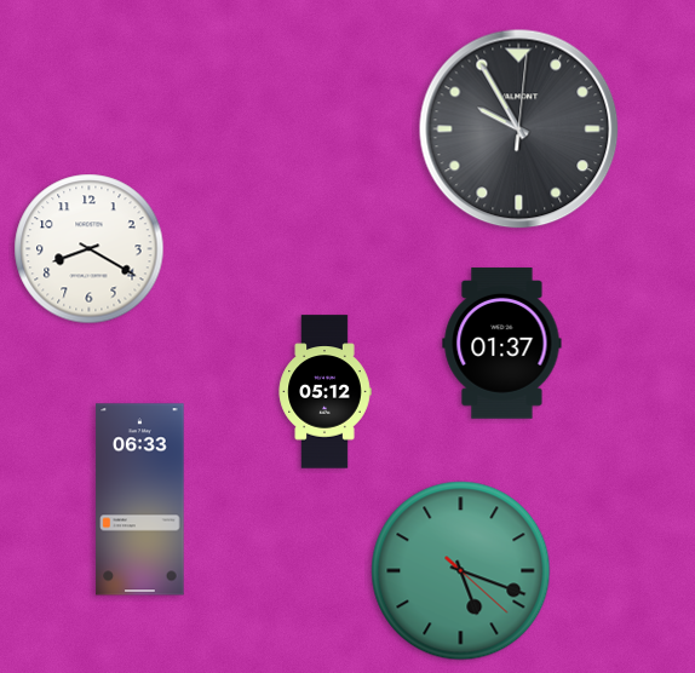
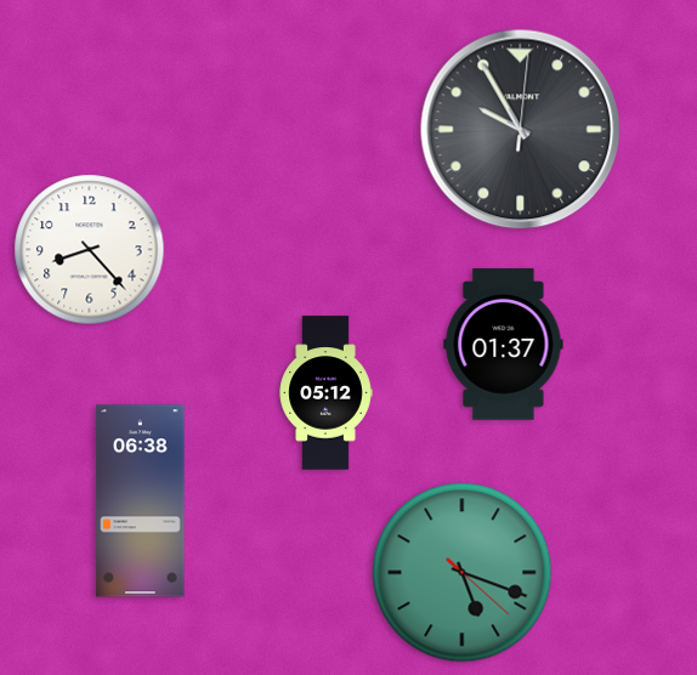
clock at (90, 249): 8:20 -> 8:23
clock at (140, 500): 06:33 -> 06:38
